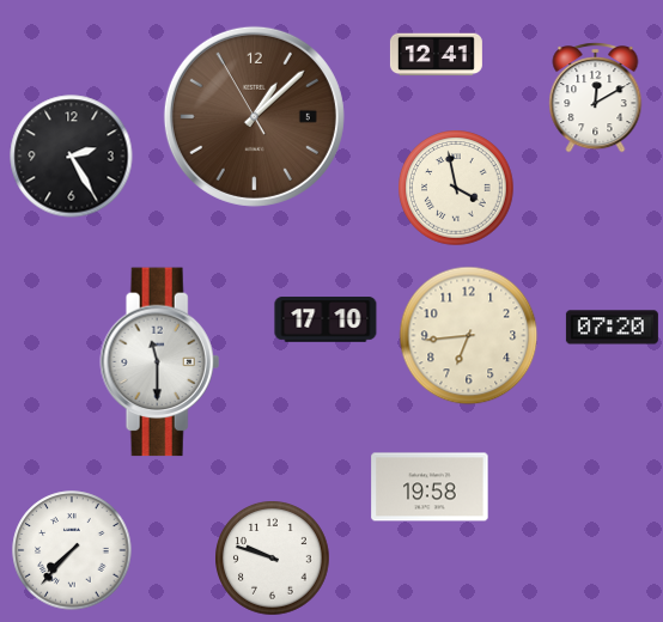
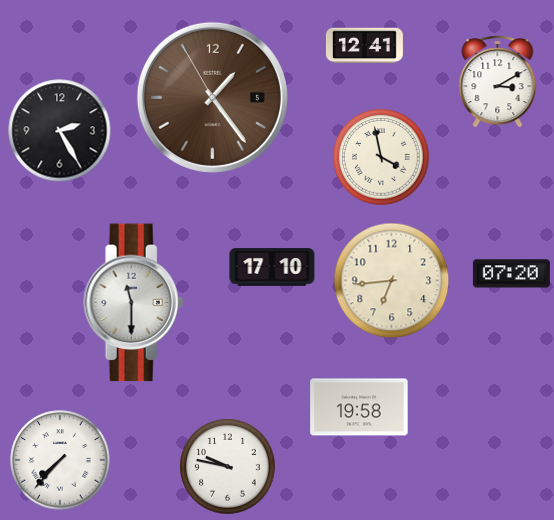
clock at (596, 98): 12:10 -> 3:10
clock at (254, 116): 1:07 -> 1:23
clock at (273, 559): 9:48 -> 9:47
